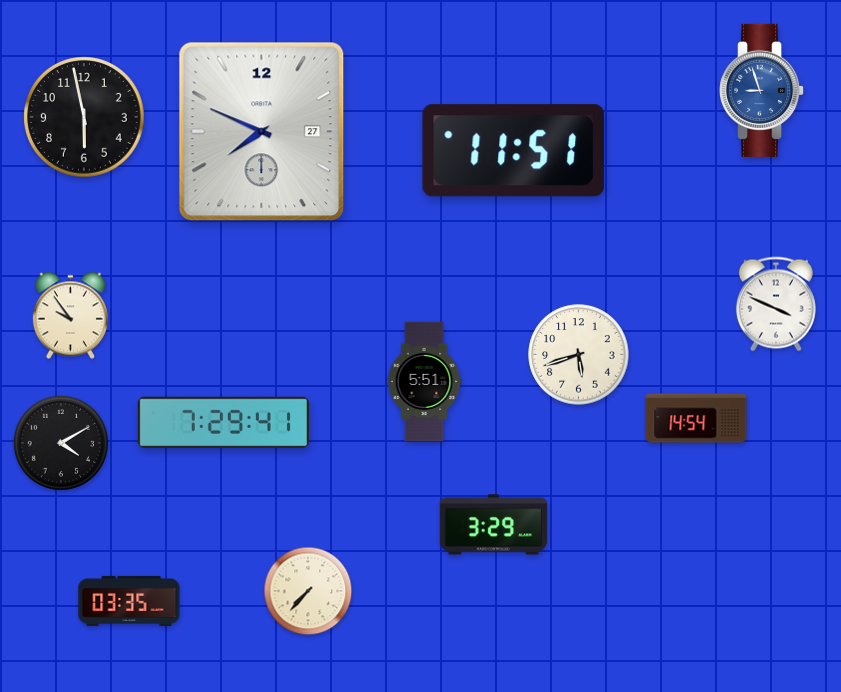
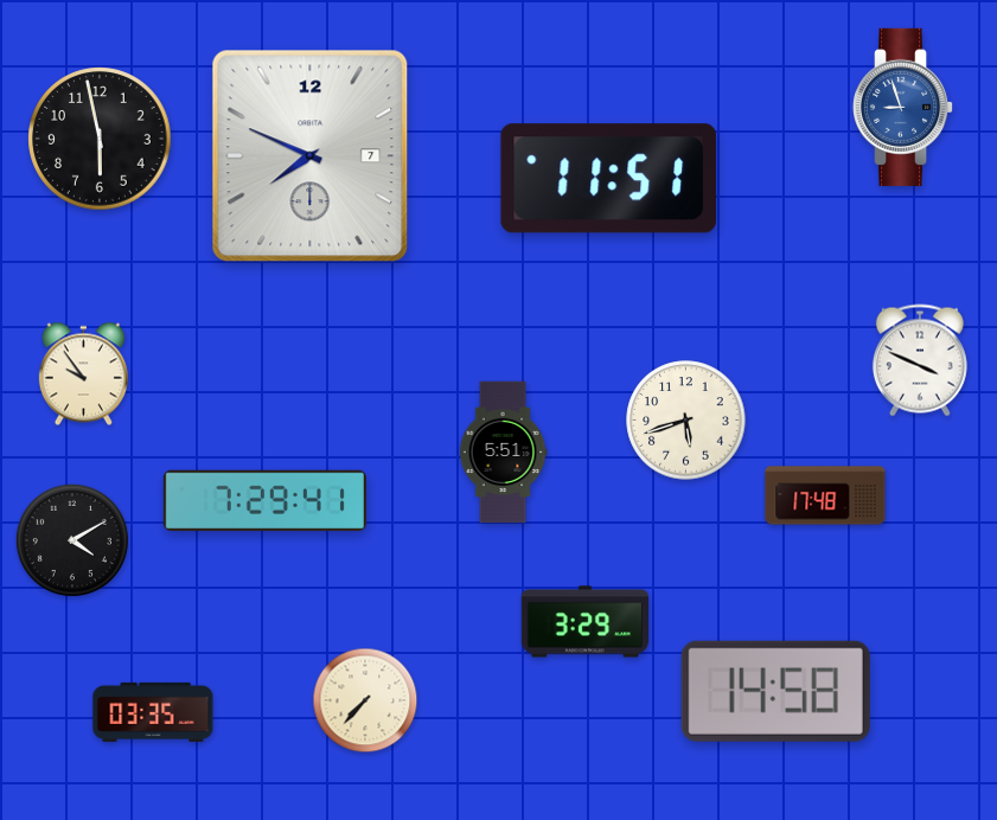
clock at (262, 132) date: 27 -> 7
clock at (696, 418): 14:54 -> 17:48
clock at (61, 443) position: (61, 443) -> (72, 540)
clock at (775, 691): none -> 14:58
